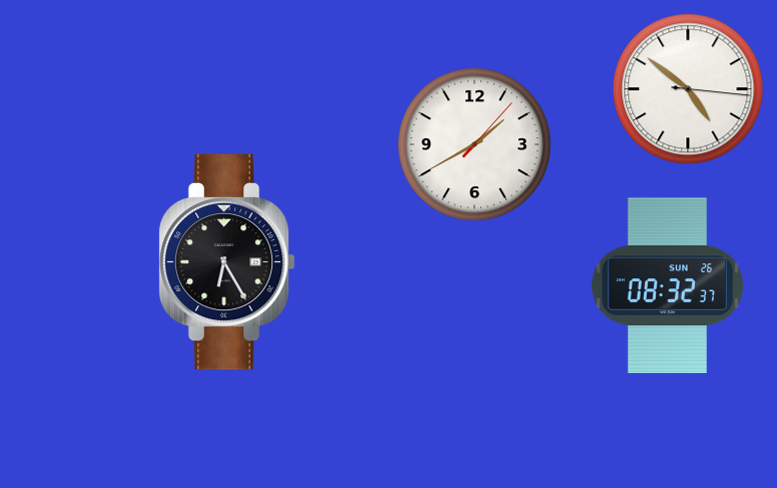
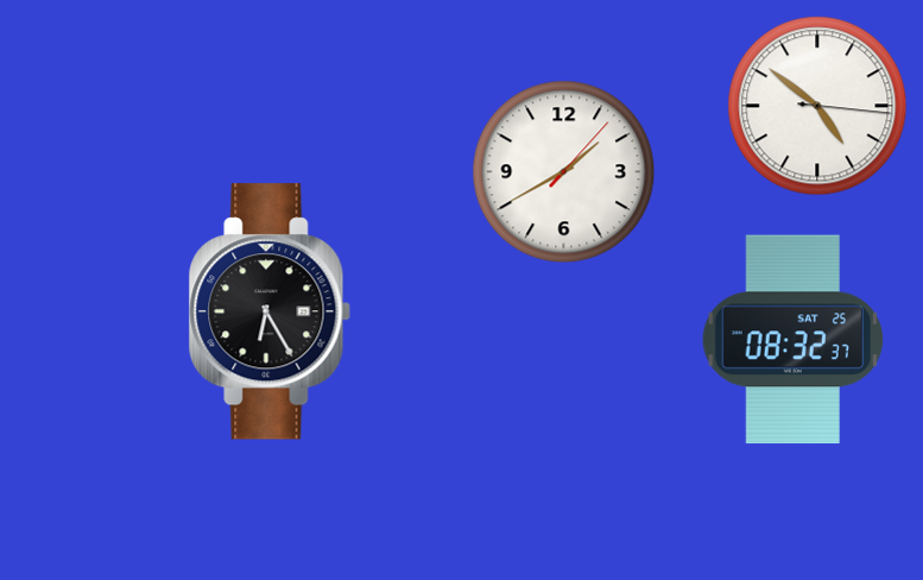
clock at (667, 286) date: SUN 26 -> SAT 25
